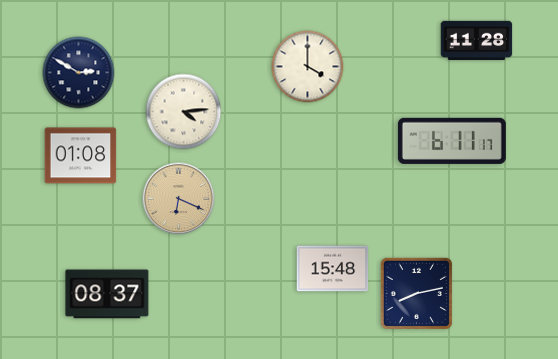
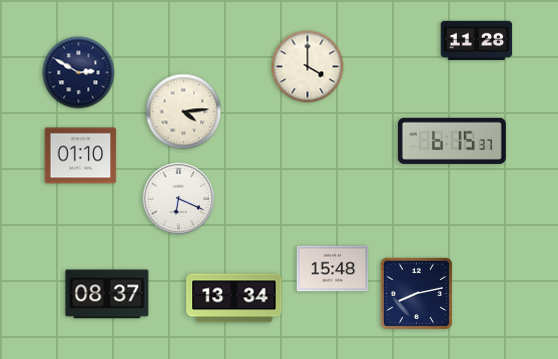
clock at (452, 141): 6:11 -> 6:15
clock at (81, 156): 01:08 -> 01:10
clock at (179, 199) dial: champagne -> white
clock at (234, 298): none -> 13:34
